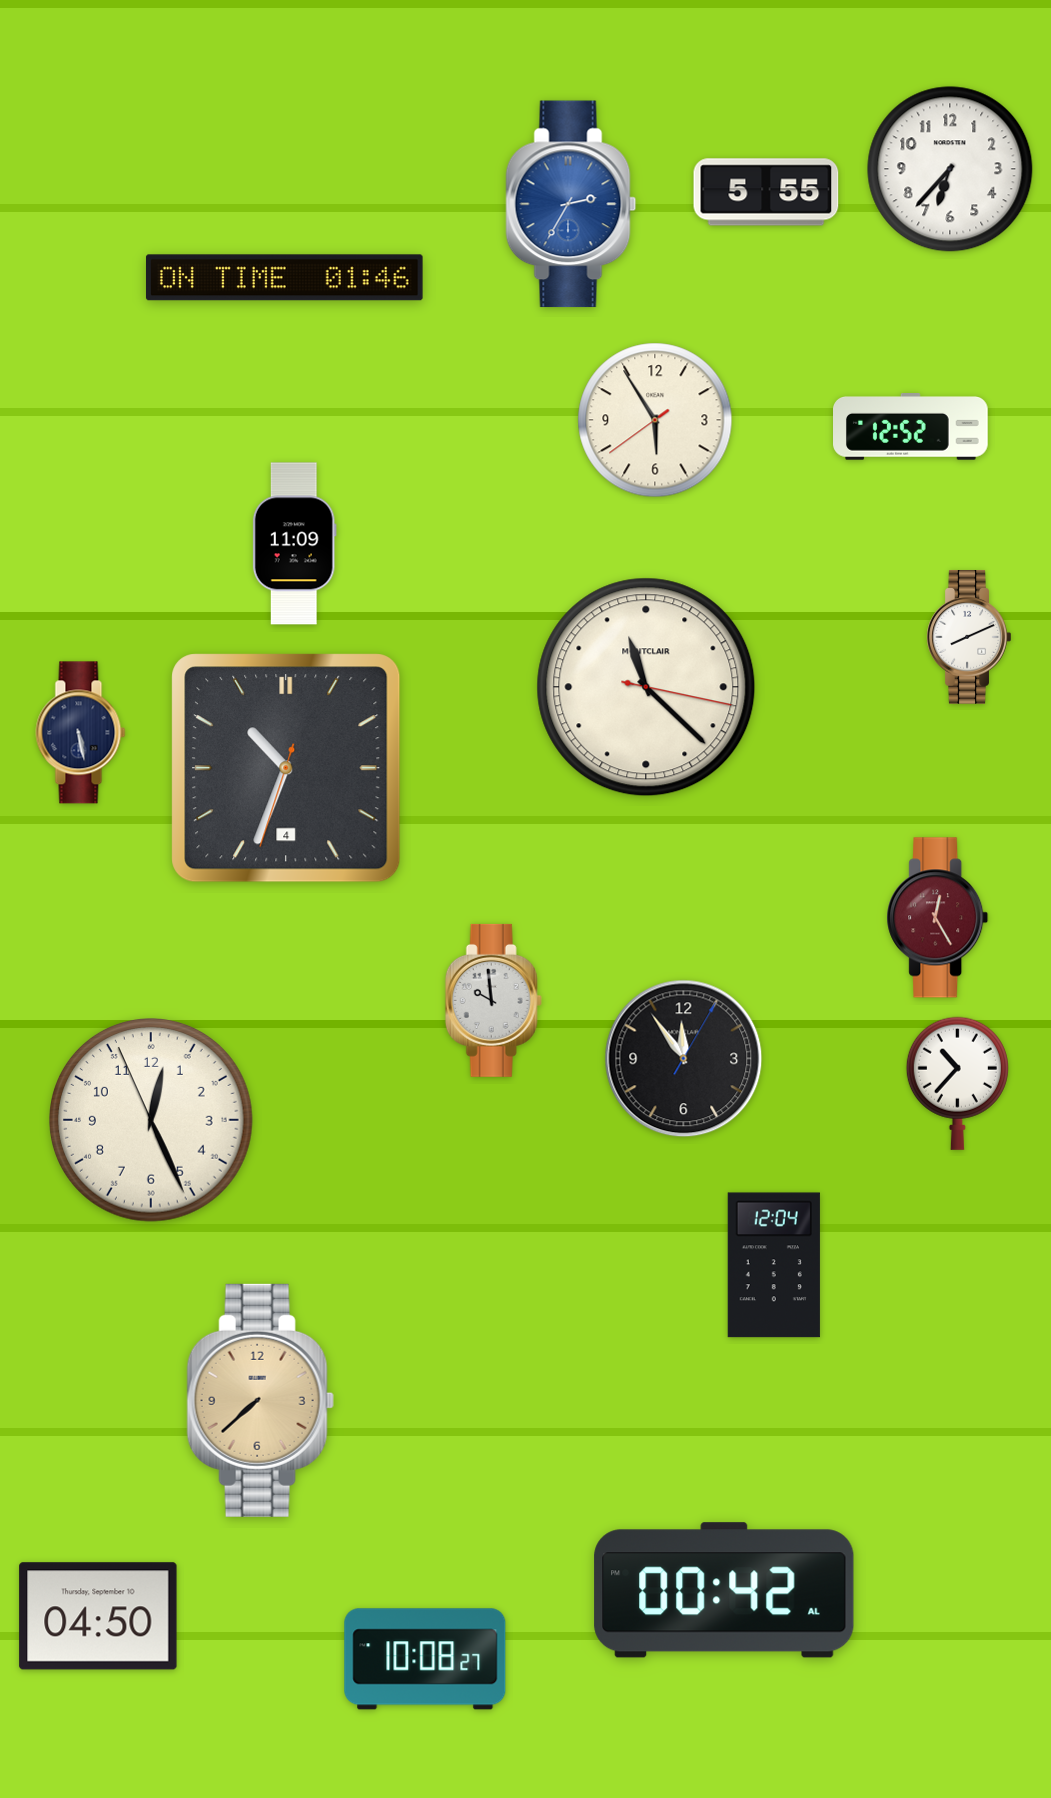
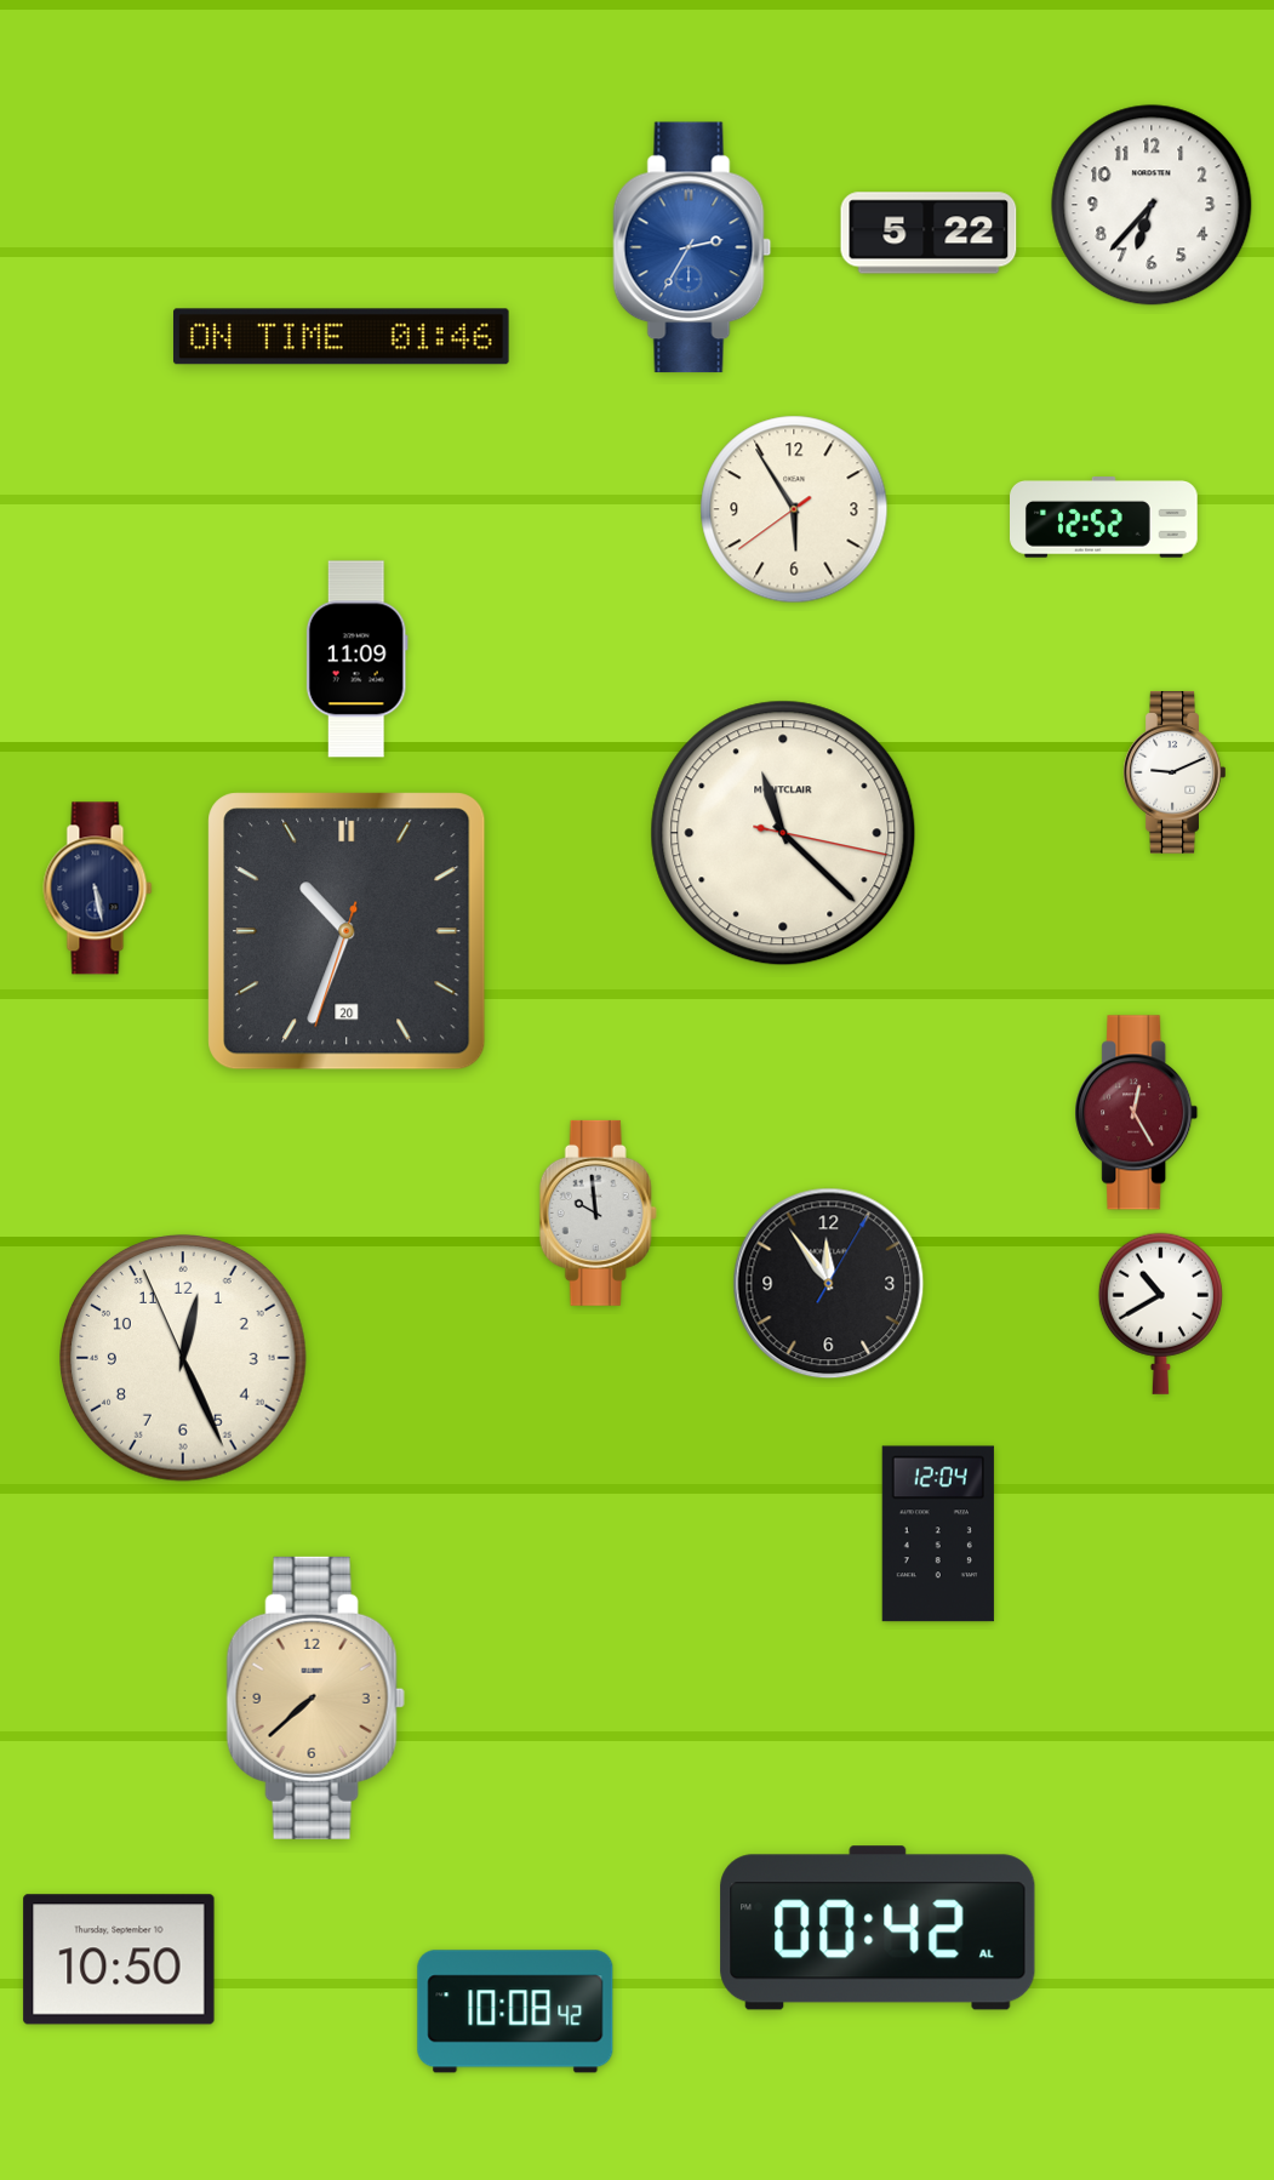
clock at (766, 192): 5:55 -> 5:22
clock at (284, 278) position: (284, 278) -> (341, 337)
clock at (969, 638): 8:11 -> 9:11
clock at (286, 768) date: 4 -> 20
clock at (957, 1083): 10:37 -> 10:40
clock at (98, 1616): 04:50 -> 10:50
clock at (425, 1659): 10:08:27 -> 10:08:42
